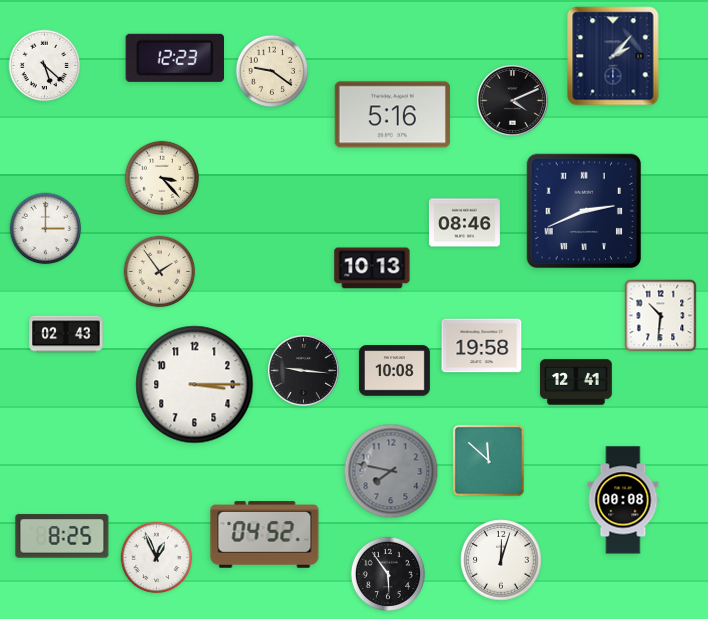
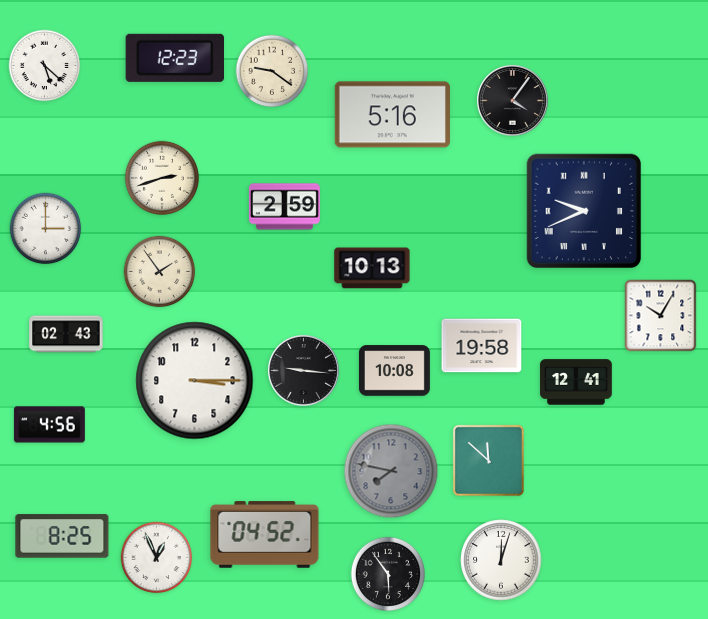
clock at (613, 56): 2:07 -> none
clock at (512, 100): 4:11 -> 4:06
clock at (161, 177): 3:23 -> 2:42
clock at (284, 207): none -> 2:59
clock at (584, 211): 2:41 -> 9:41
clock at (464, 223): 08:46 -> none
clock at (661, 316): 10:31 -> 10:05
clock at (195, 385) position: (195, 385) -> (195, 381)
clock at (49, 425): none -> 4:56
clock at (623, 500): 00:08 -> none
